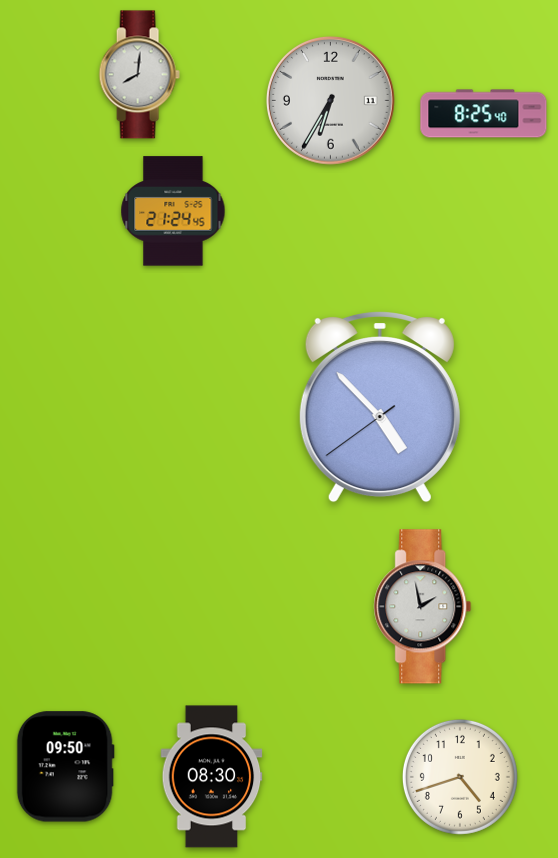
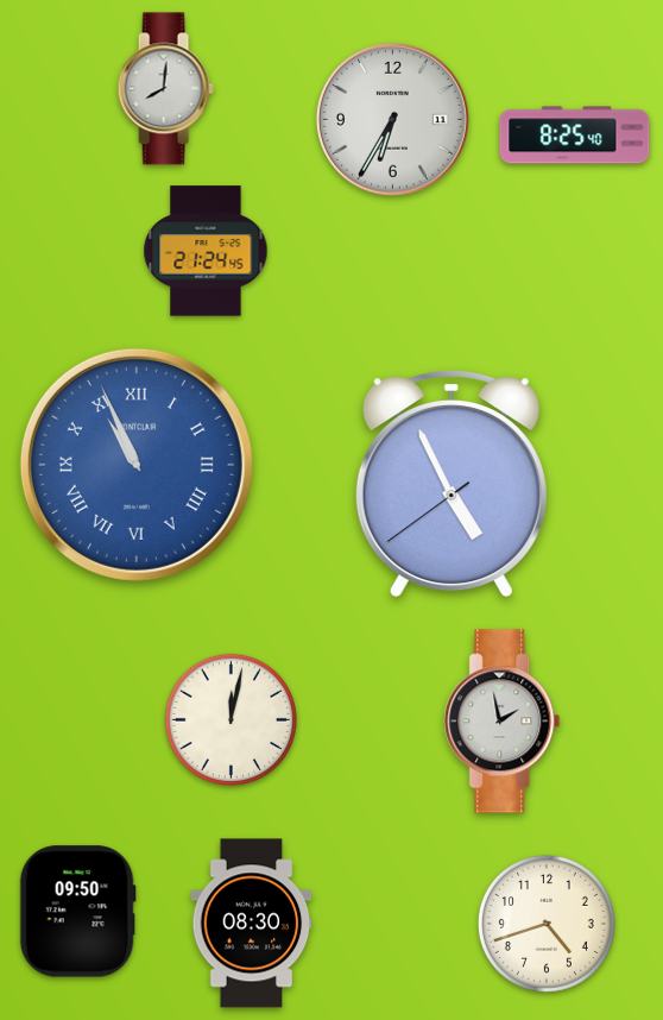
clock at (137, 465): none -> 10:56
clock at (380, 407): 4:52 -> 4:55
clock at (231, 719): none -> 12:02
